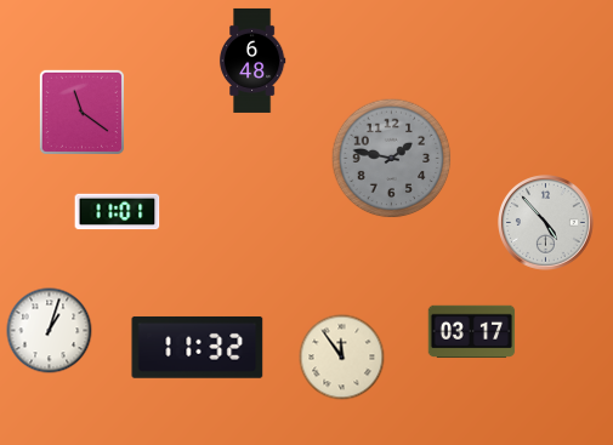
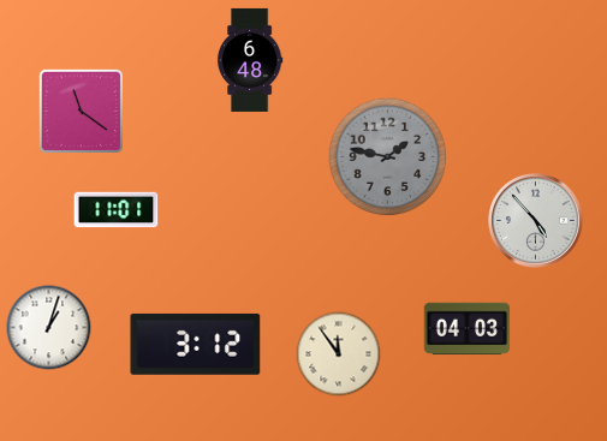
clock at (546, 223) position: (546, 223) -> (536, 221)
clock at (472, 332): 03:17 -> 04:03
clock at (198, 347): 11:32 -> 3:12
